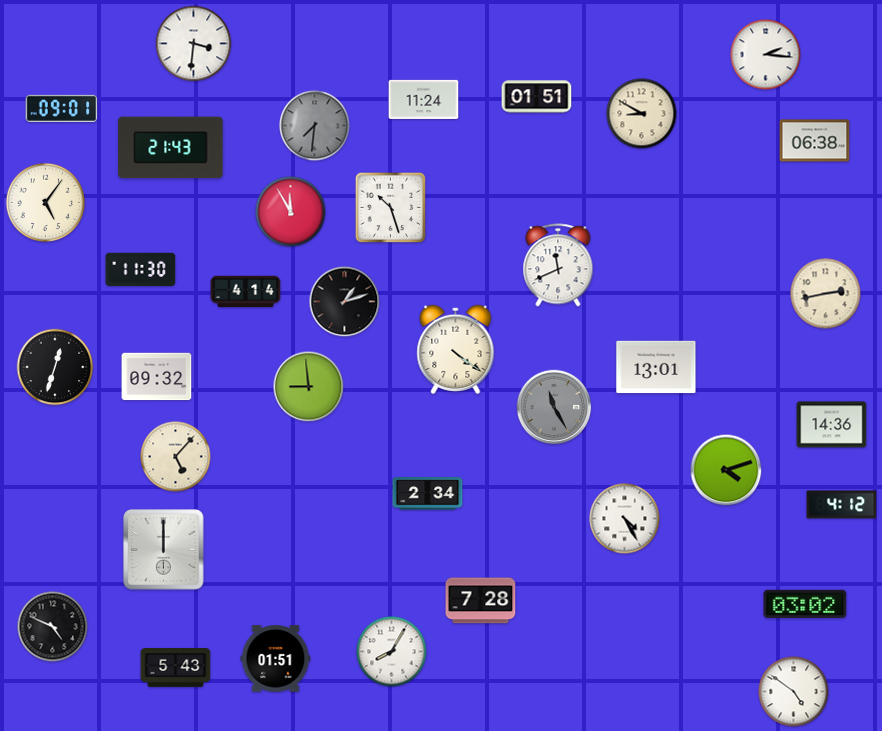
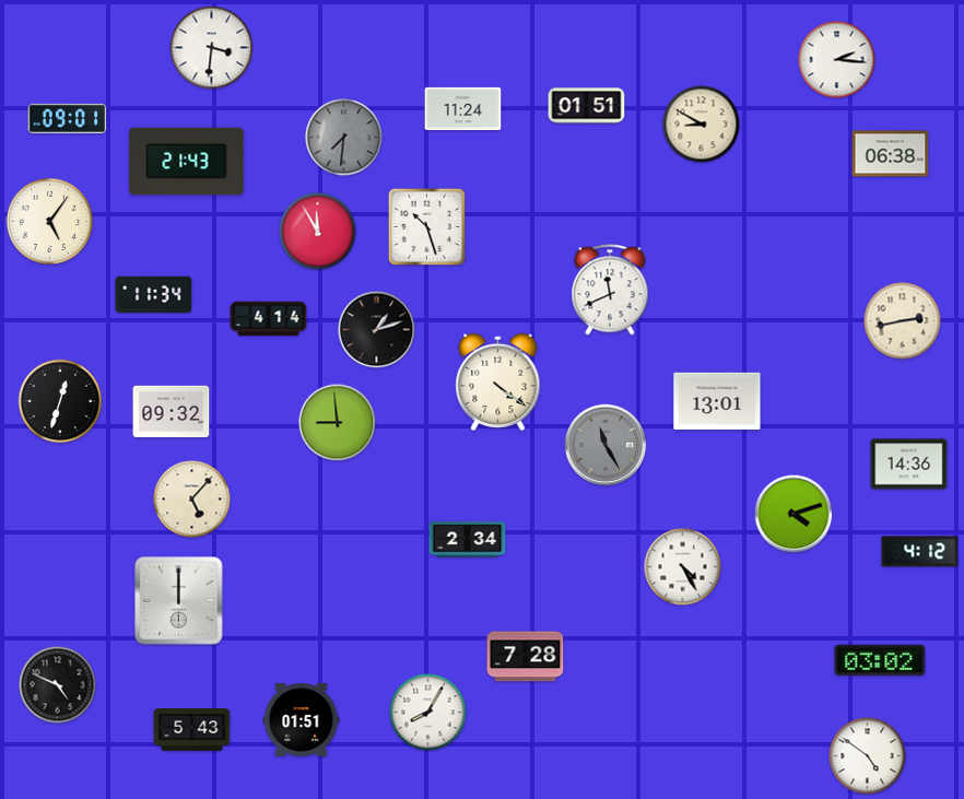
clock at (141, 270): 11:30 -> 11:34
